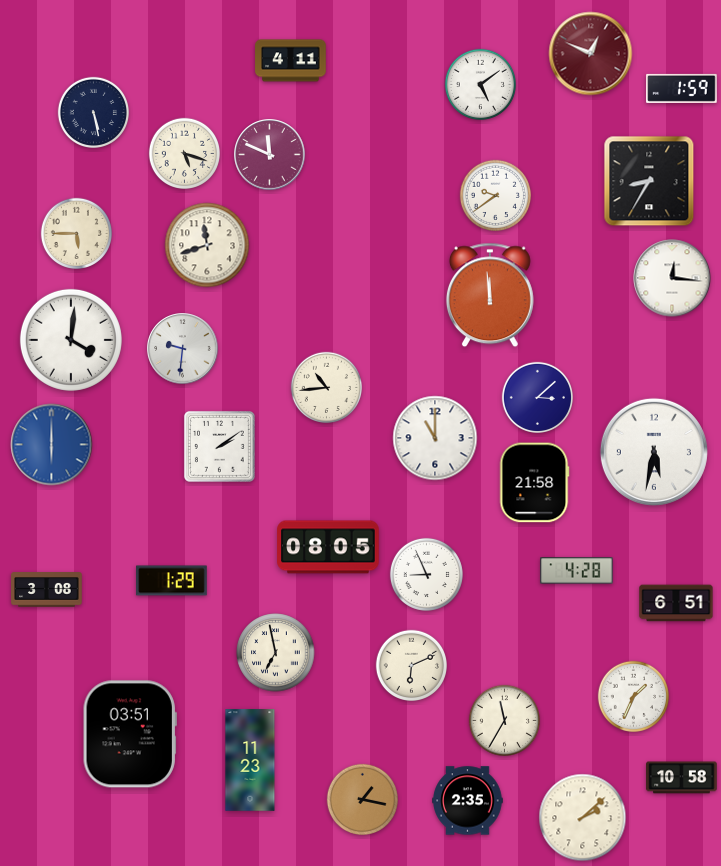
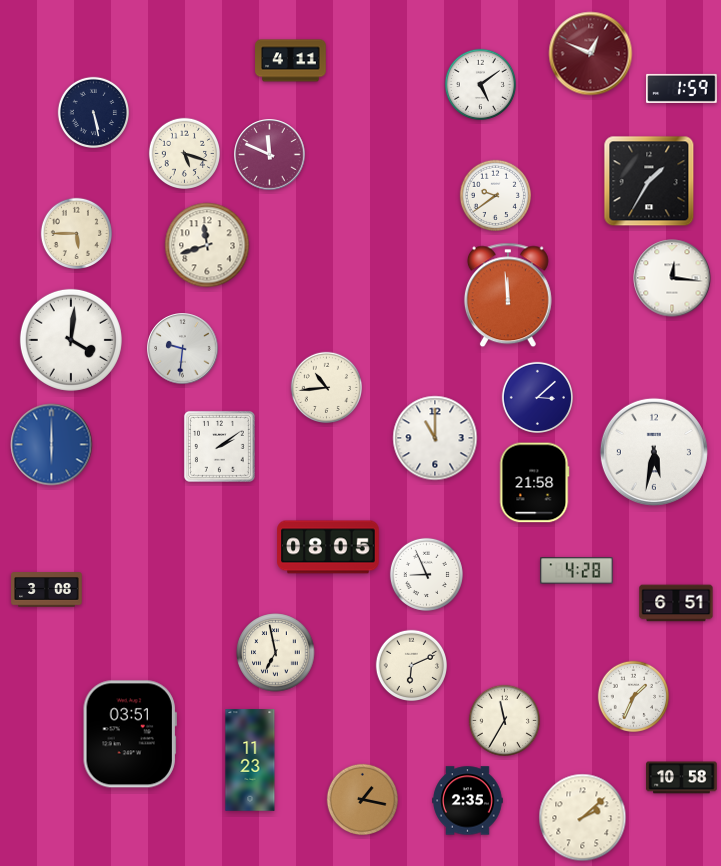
clock at (649, 181): 8:35 -> 1:35
clock at (490, 295) position: (490, 295) -> (508, 295)
clock at (172, 581): 1:29 -> none
